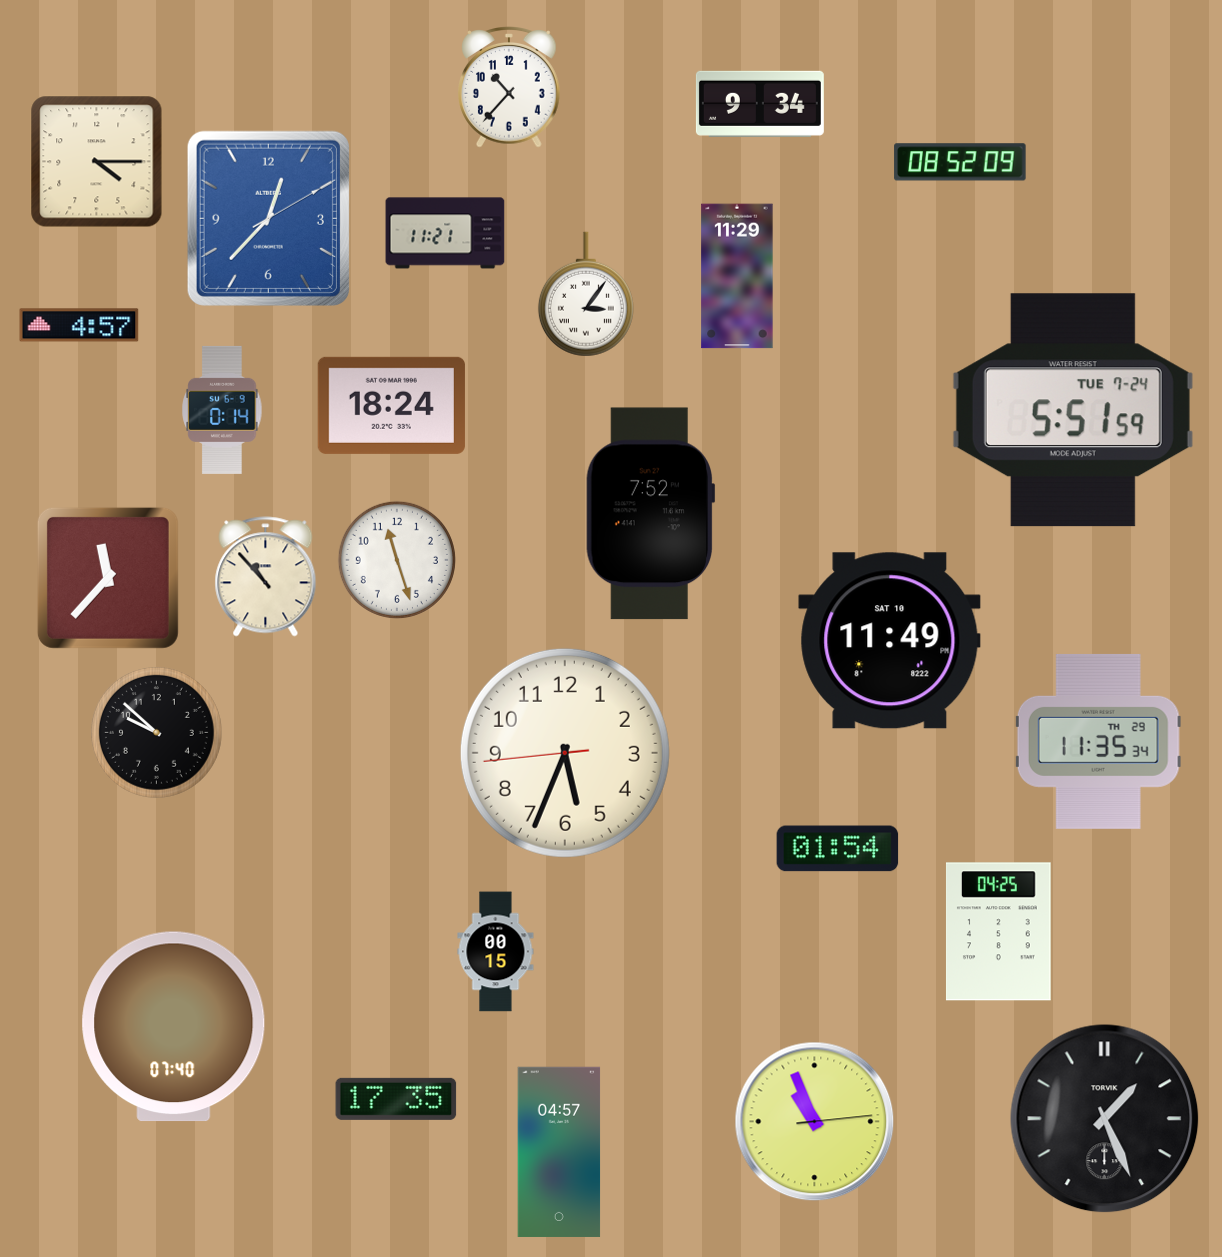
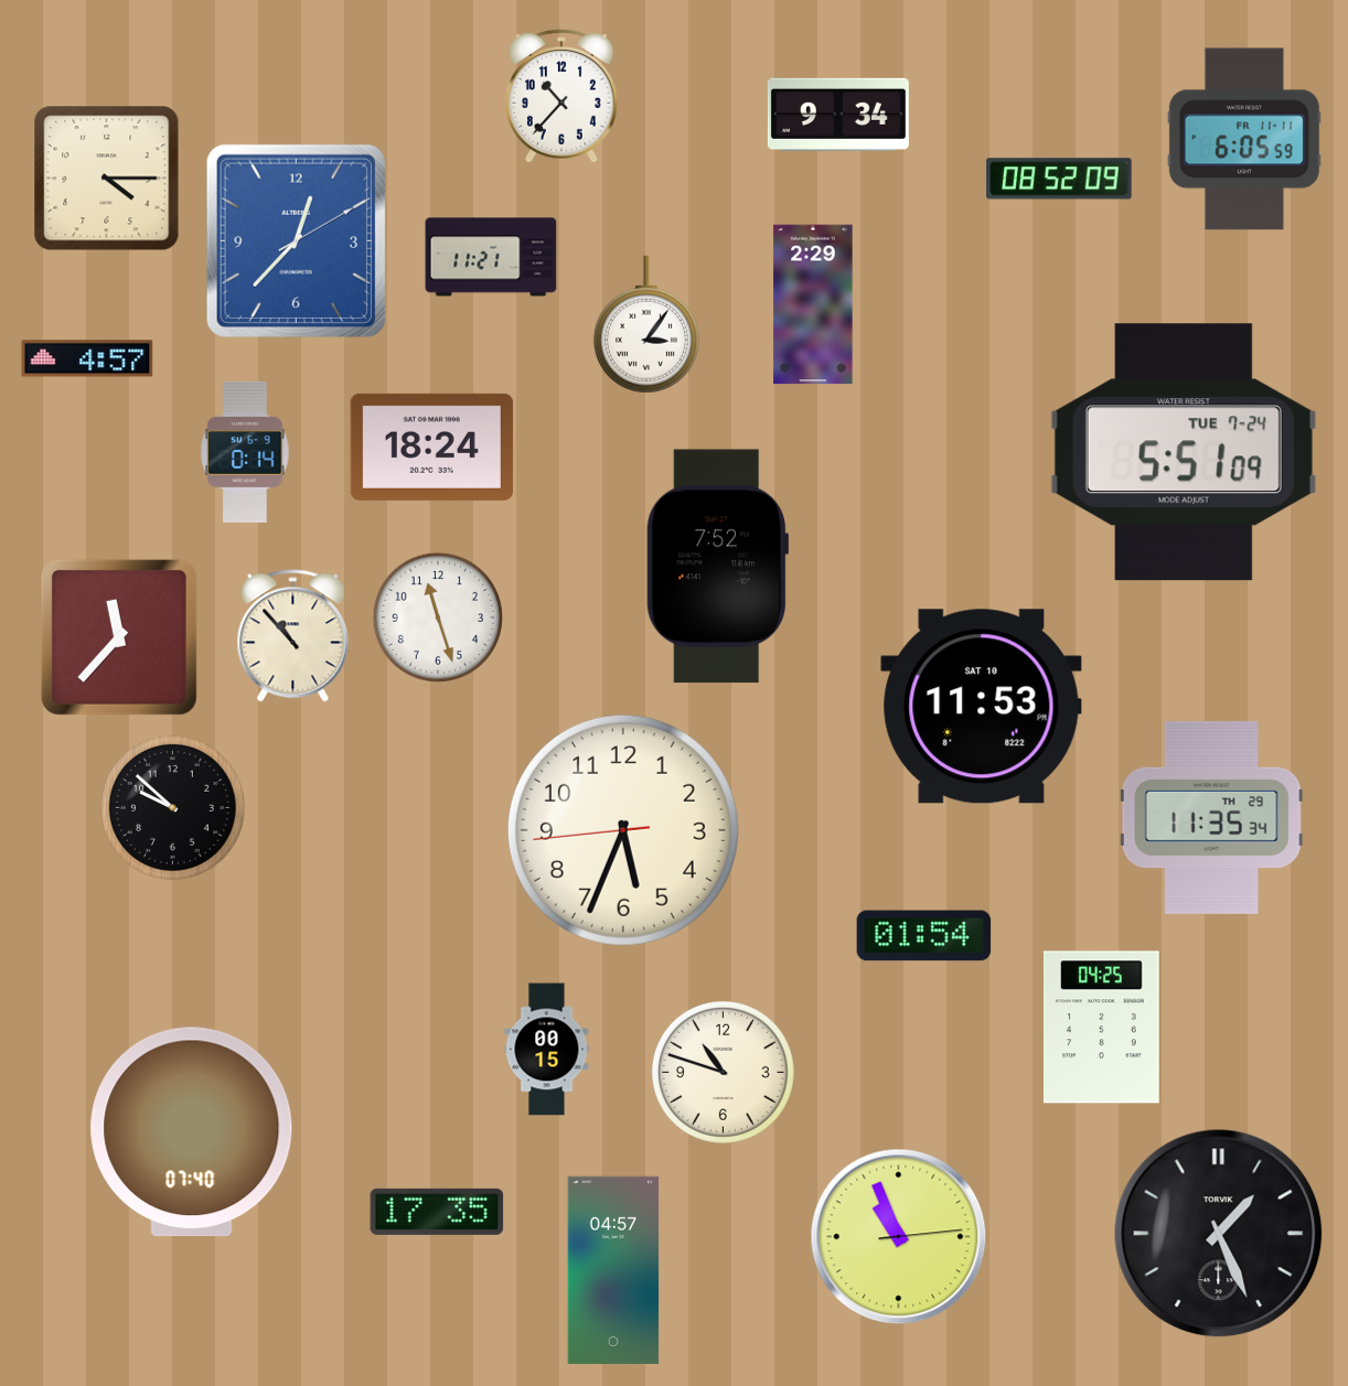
clock at (1244, 139): none -> 6:05
clock at (737, 276): 11:29 -> 2:29
clock at (1073, 410): 5:51:59 -> 5:51:09
clock at (890, 641): 11:49 -> 11:53
clock at (723, 1072): none -> 10:48
clock at (559, 1152) position: (559, 1152) -> (613, 1270)
